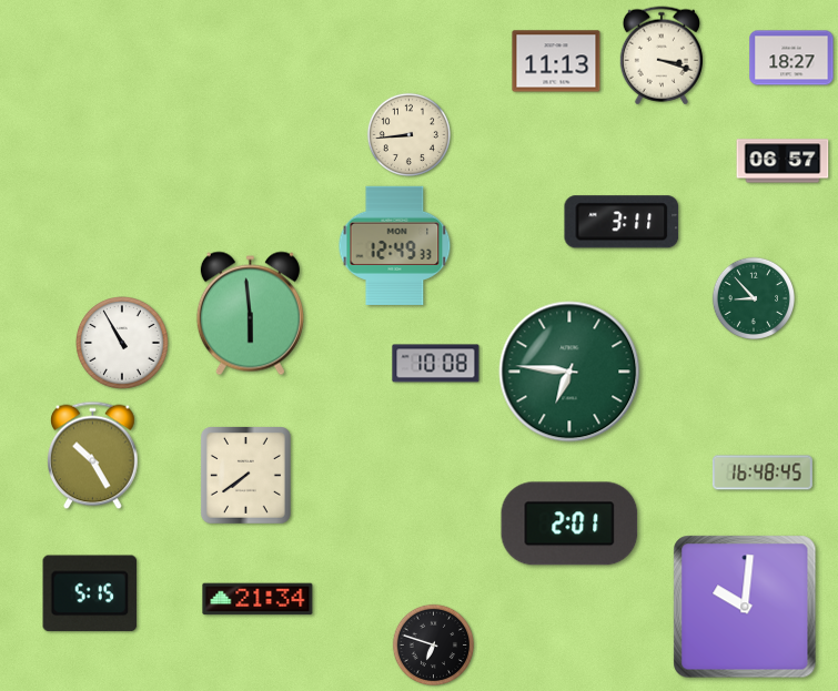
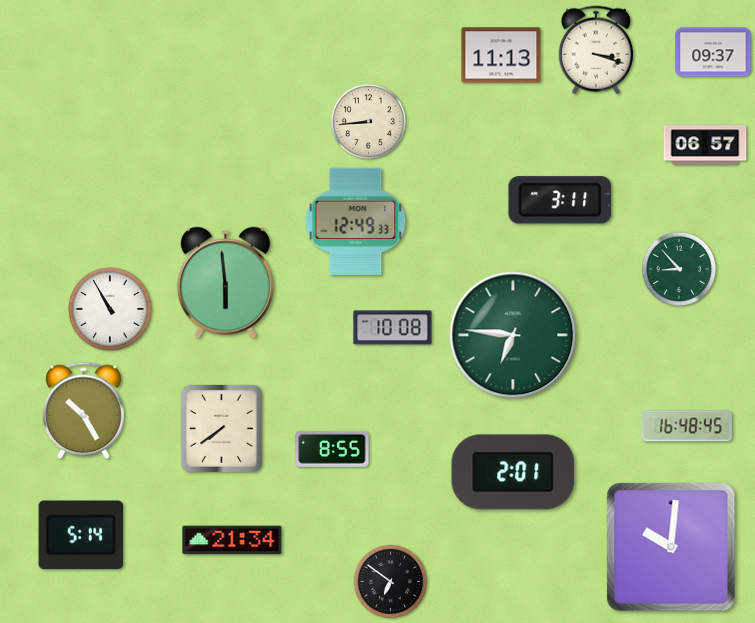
clock at (791, 58): 18:27 -> 09:37
clock at (332, 449): none -> 8:55
clock at (90, 593): 5:15 -> 5:14
clock at (434, 646): 6:48 -> 6:51
